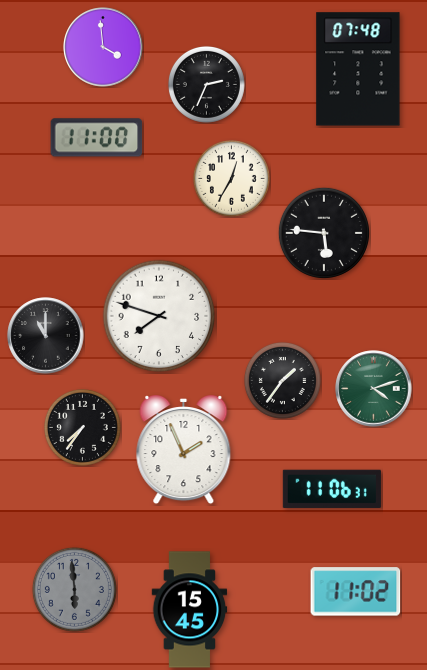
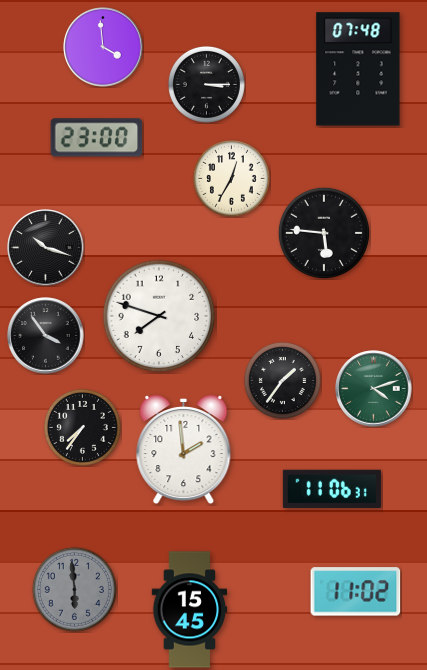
clock at (206, 84): 2:34 -> 3:15
clock at (97, 138): 11:00 -> 23:00
clock at (46, 248): none -> 10:18
clock at (46, 336): 11:00 -> 3:54
clock at (184, 451): 1:56 -> 1:59
